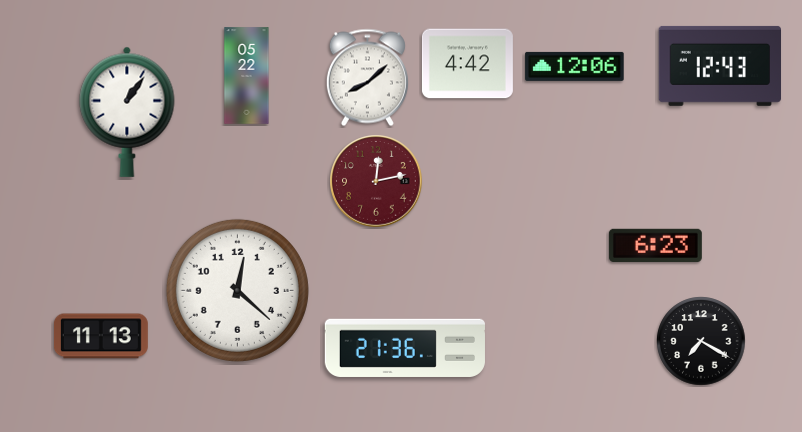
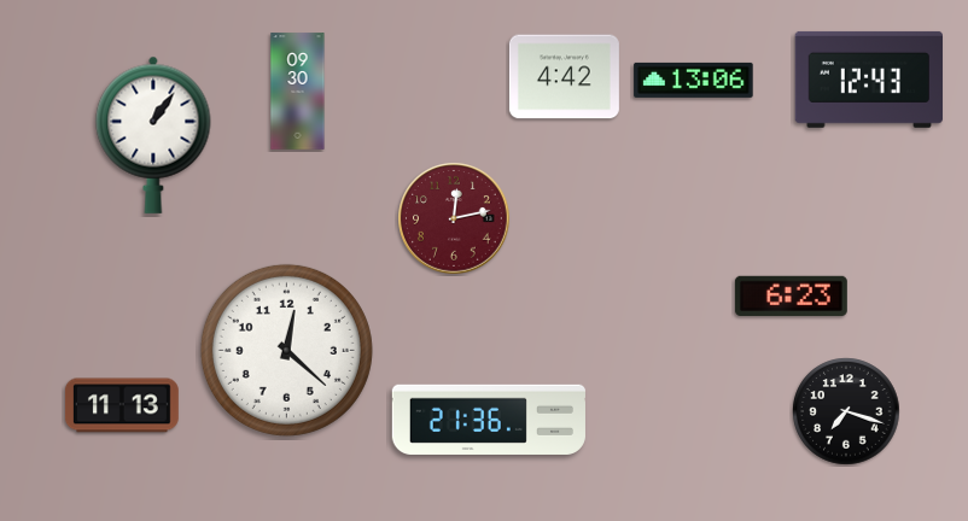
clock at (575, 66): 12:06 -> 13:06
clock at (247, 76): 05:22 -> 09:30
clock at (367, 78): 8:08 -> none
clock at (701, 341): 7:20 -> 7:18
